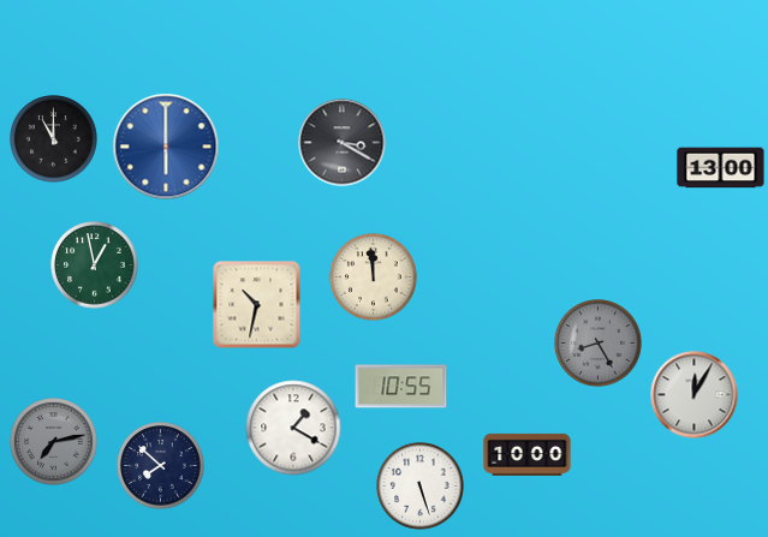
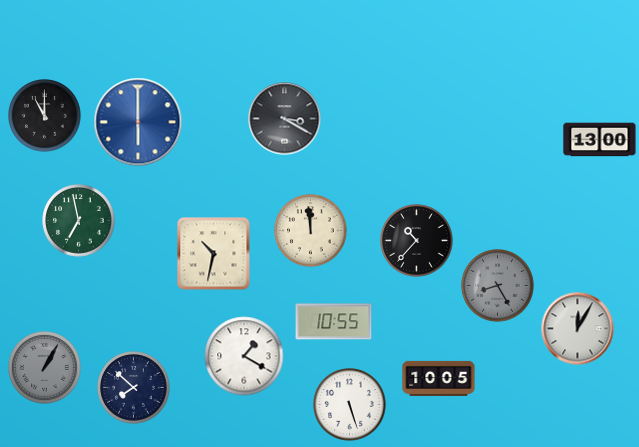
clock at (95, 265): 12:58 -> 6:58
clock at (417, 241): none -> 10:37
clock at (54, 442): 7:13 -> 1:05
clock at (528, 454): 10:00 -> 10:05
